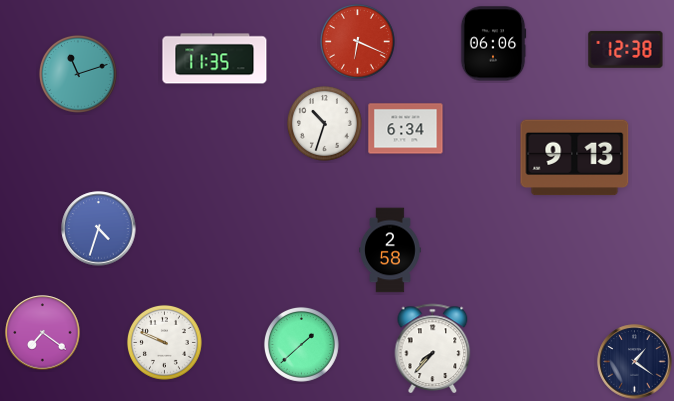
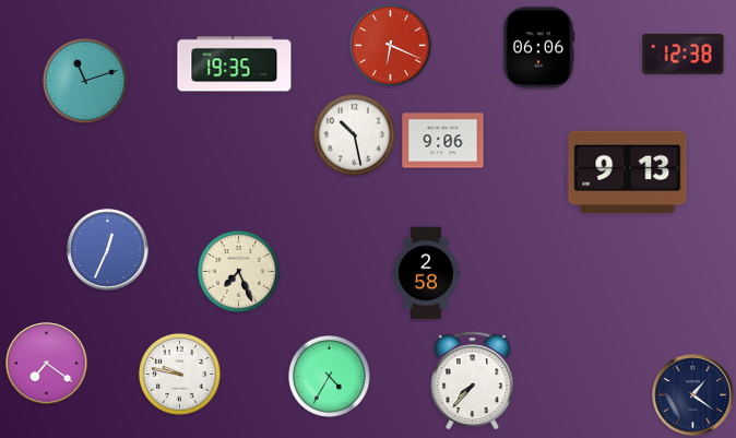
clock at (215, 59): 11:35 -> 19:35
clock at (324, 123): 10:33 -> 10:28
clock at (406, 129): 6:34 -> 9:06
clock at (99, 229): 4:33 -> 12:34
clock at (238, 271): none -> 7:26
clock at (164, 342): 9:49 -> 9:47
clock at (301, 344): 1:38 -> 4:35
